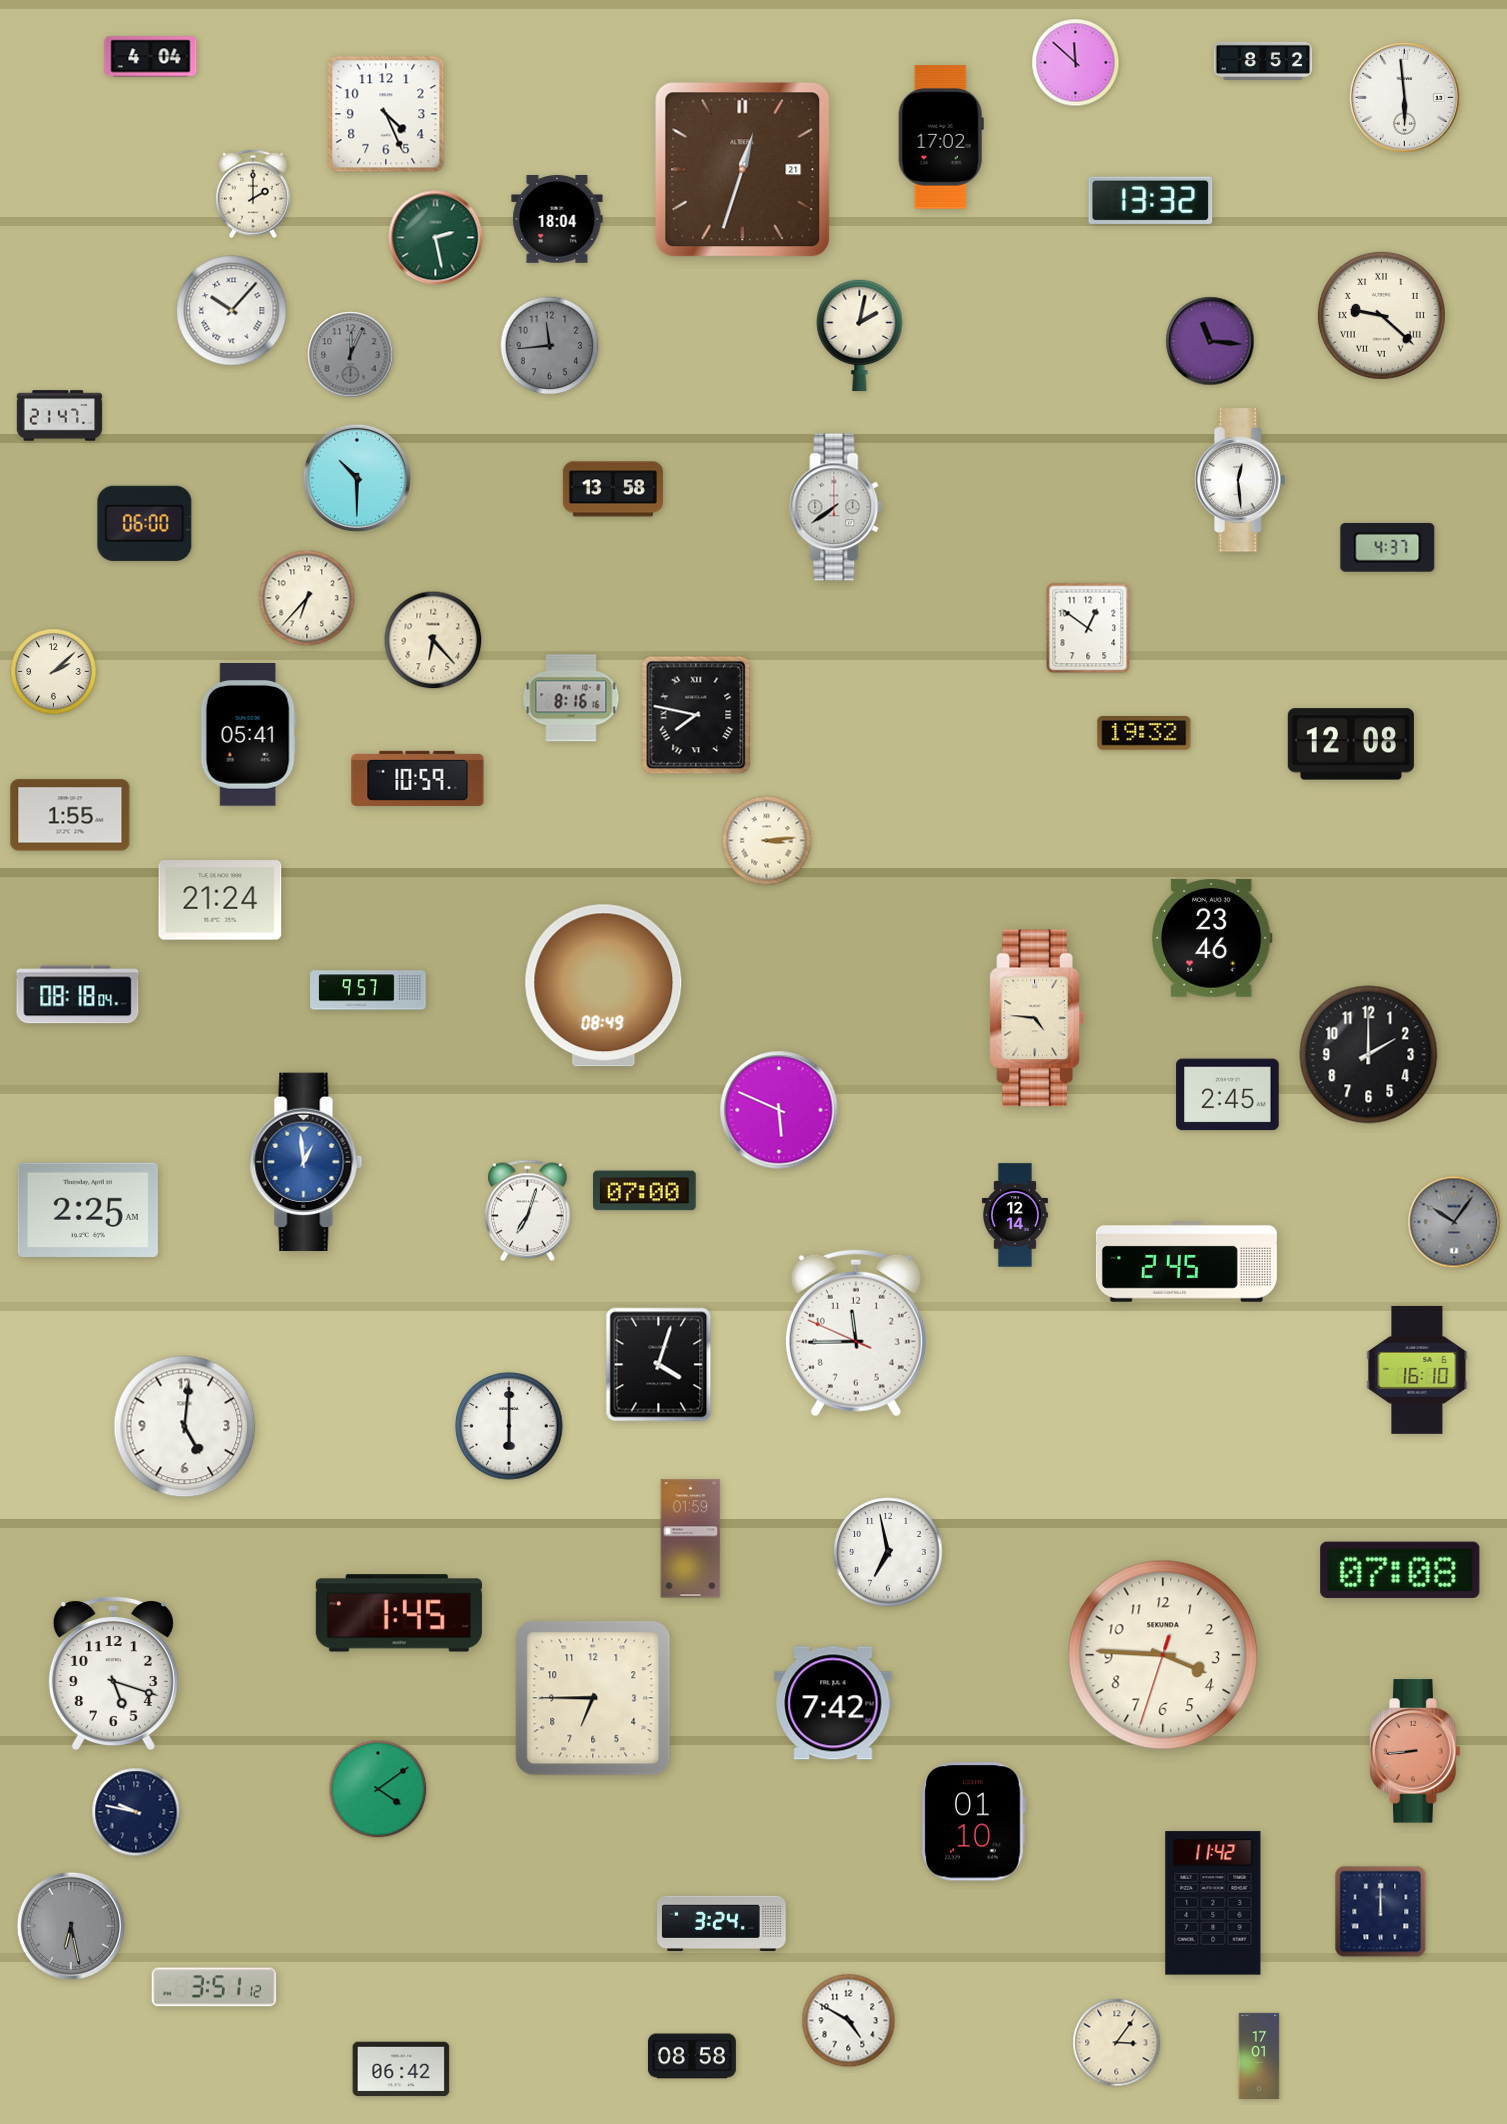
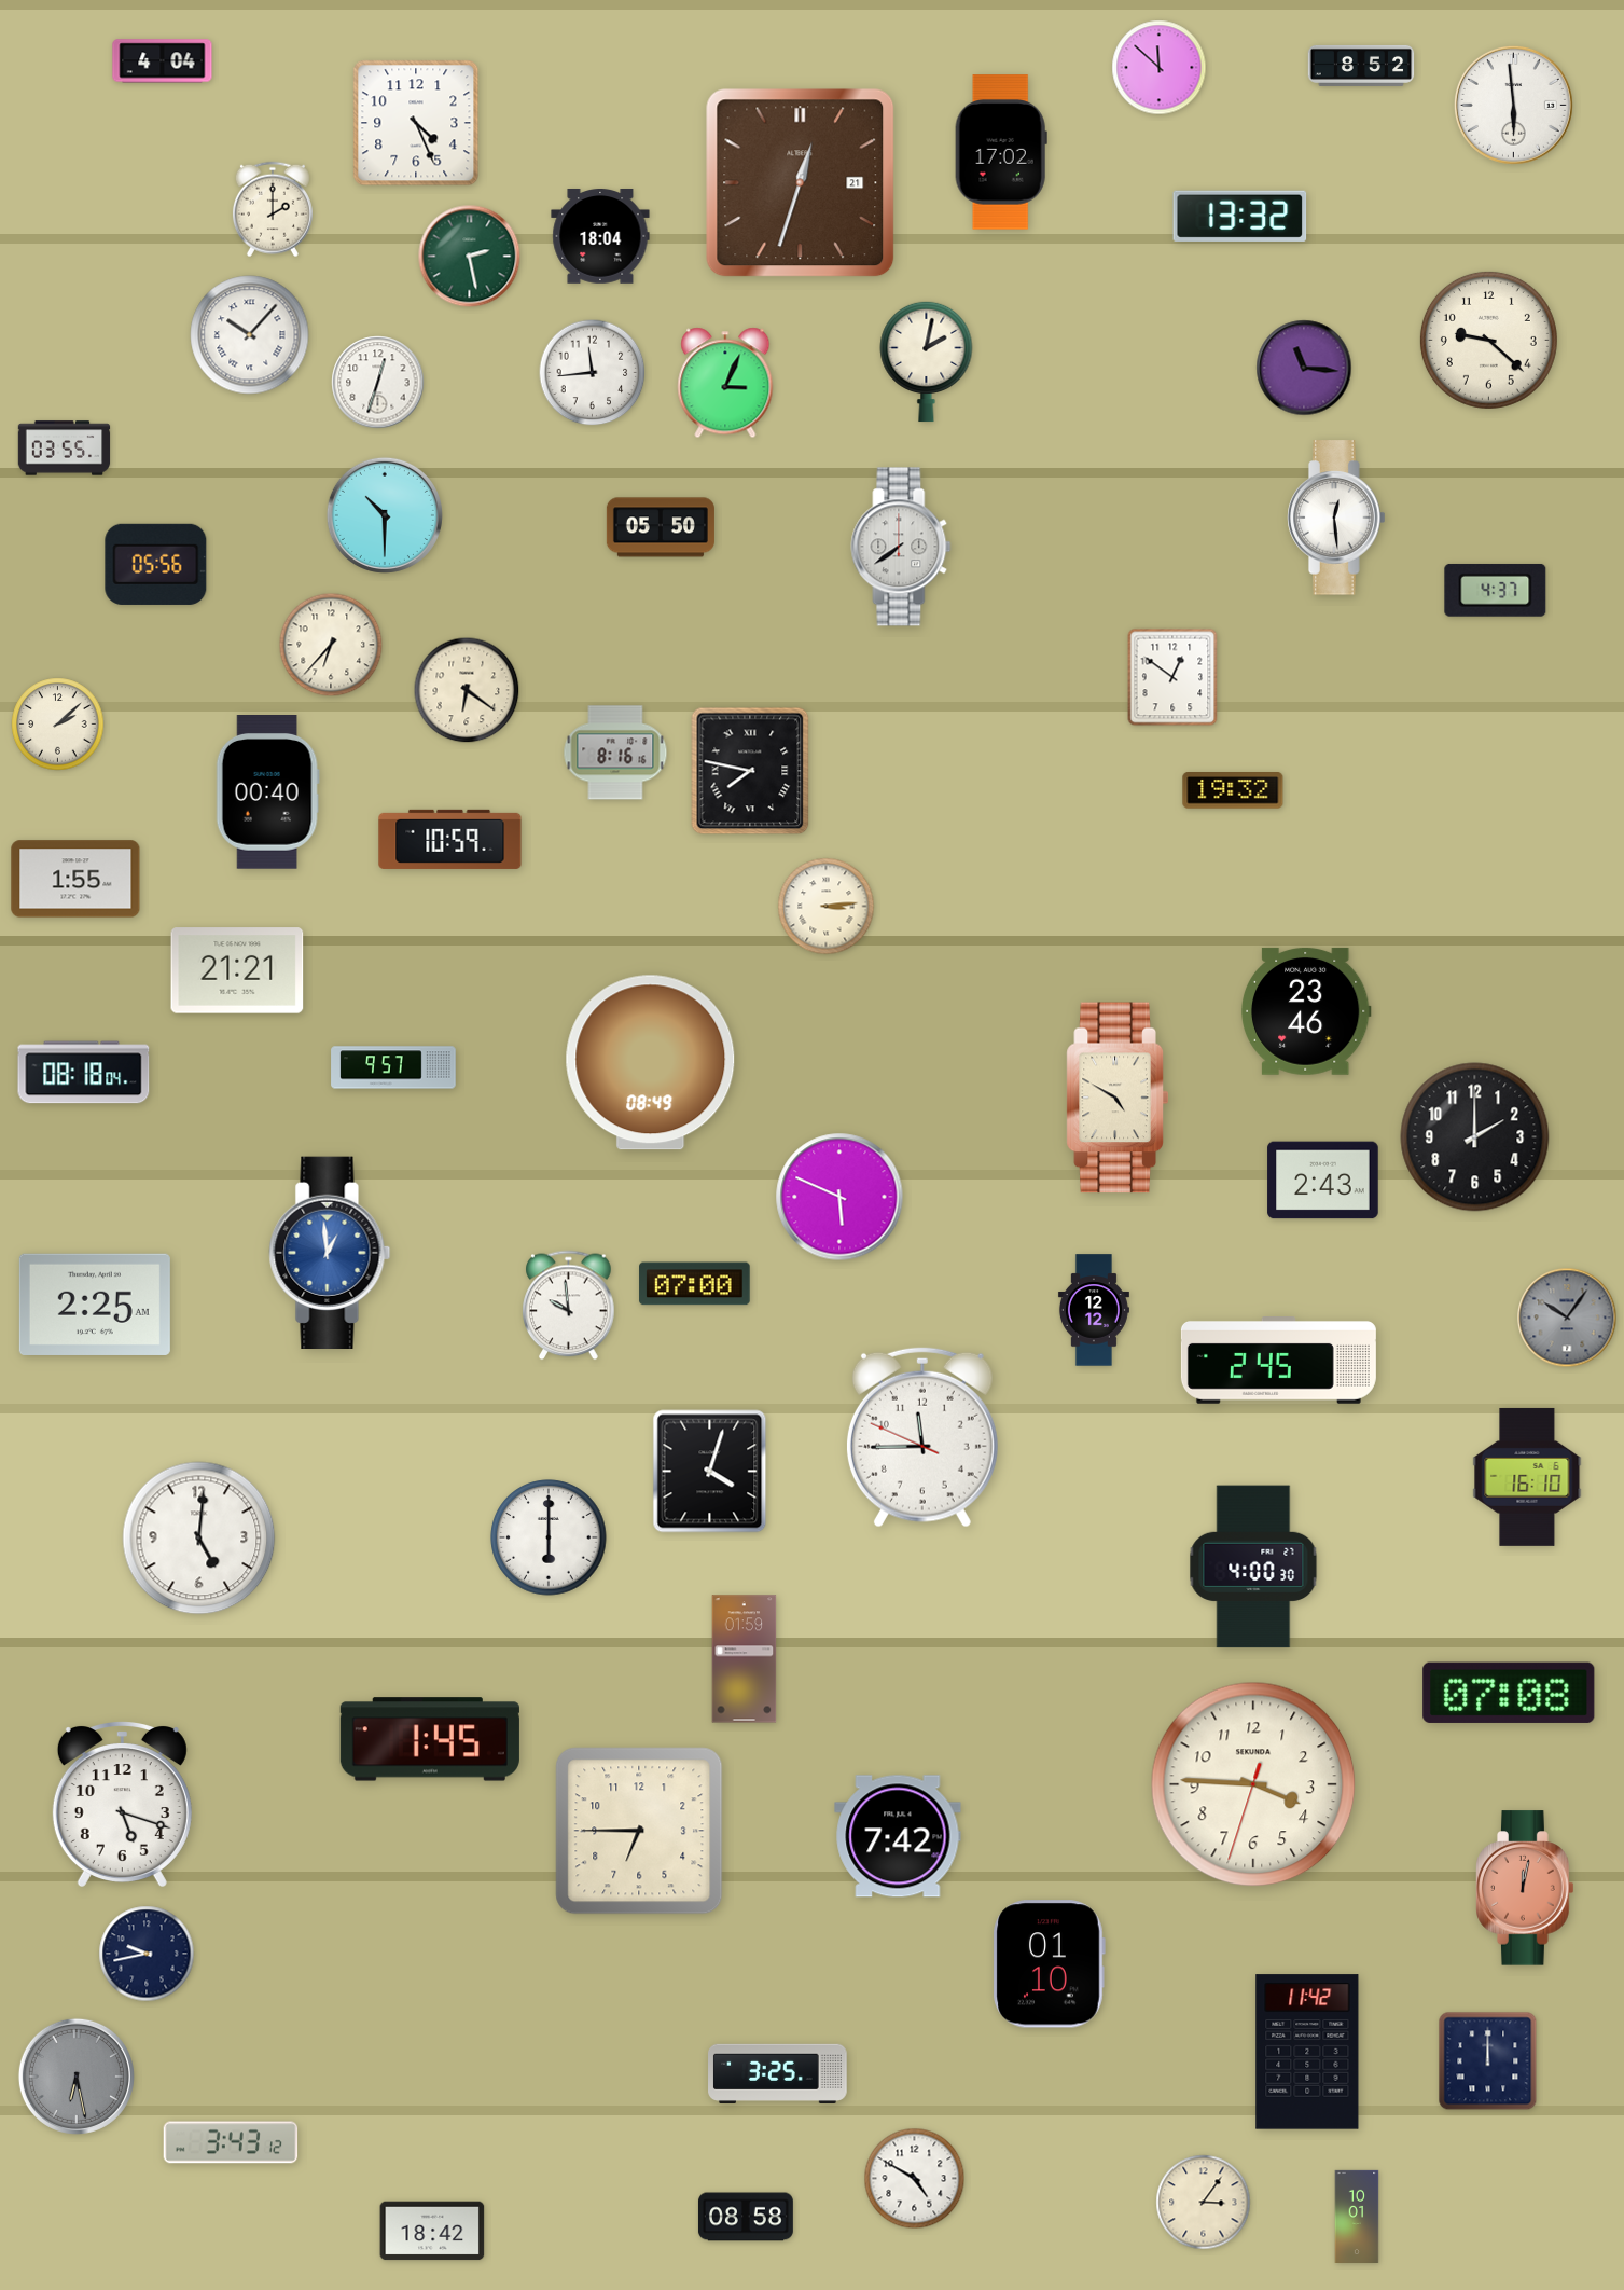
clock at (941, 137) position: (941, 137) -> (1001, 152)
clock at (1381, 315) numerals: Roman -> Arabic
clock at (550, 346) dial: grey -> white
clock at (351, 355): 12:04 -> 12:33
clock at (351, 355) dial: grey -> white
clock at (725, 383): none -> 3:04
clock at (60, 416): 21:47 -> 03:55
clock at (613, 489): 13:58 -> 05:50
clock at (145, 523): 06:00 -> 05:56
clock at (433, 640): 6:23 -> 6:21
clock at (248, 735): 05:41 -> 00:40
clock at (1351, 744): 12:08 -> none
clock at (220, 900): 21:24 -> 21:21
clock at (368, 990) position: (368, 990) -> (393, 1067)
clock at (1037, 1018): 4:46 -> 4:50
clock at (1228, 1095): 2:45 -> 2:43
clock at (528, 1211): 7:03 -> 9:59
clock at (1015, 1215): 12:14 -> 12:12
clock at (1253, 1567): none -> 4:00
clock at (888, 1552): 6:58 -> none
clock at (1415, 1751): 8:44 -> 12:02
clock at (378, 1789): 4:09 -> none
clock at (136, 1812): 9:47 -> 9:43
clock at (722, 1923): 3:24 -> 3:25
clock at (214, 1987): 3:51 -> 3:43
clock at (1259, 2055): 17:01 -> 10:01
clock at (401, 2069): 06:42 -> 18:42
